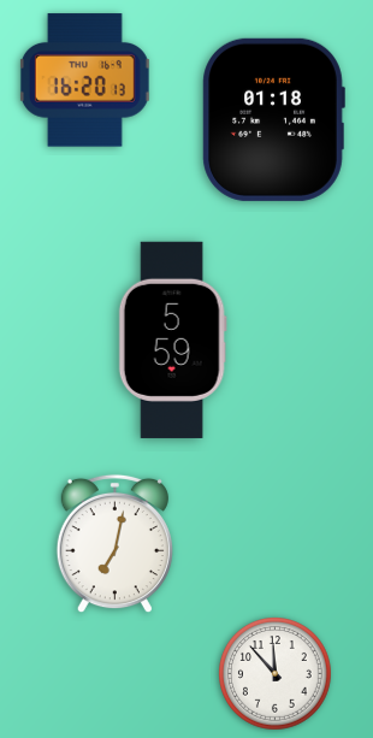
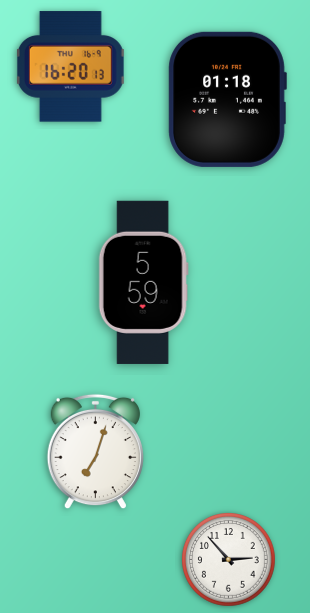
clock at (114, 544): 7:02 -> 7:03
clock at (276, 674): 11:53 -> 2:53
